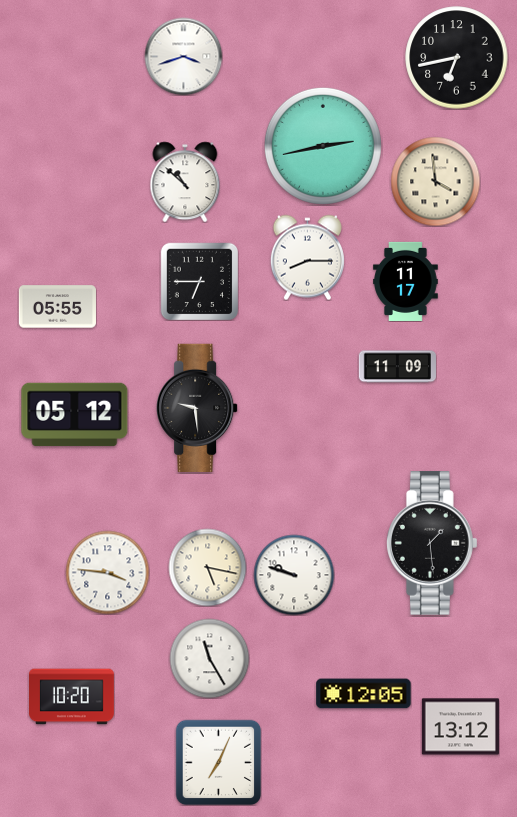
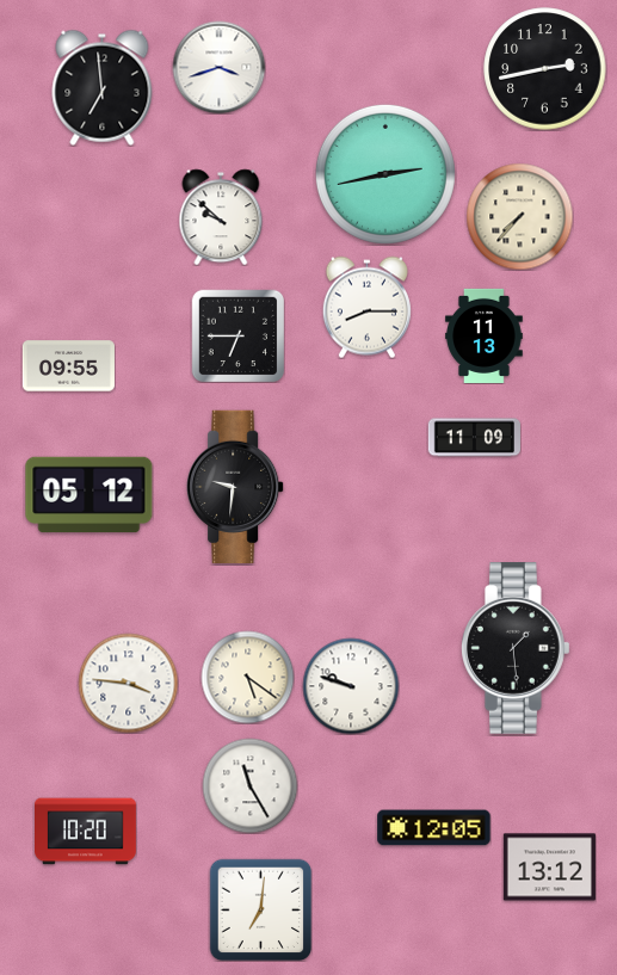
clock at (457, 58): 6:43 -> 2:43
clock at (103, 87): none -> 6:59
clock at (435, 181): 3:59 -> 7:37
clock at (185, 182): 10:52 -> 9:52
clock at (406, 281): 11:17 -> 11:13
clock at (57, 307): 05:55 -> 09:55
clock at (197, 407): 9:29 -> 9:31
clock at (207, 567): 5:17 -> 5:21
clock at (218, 762): 7:04 -> 7:01
